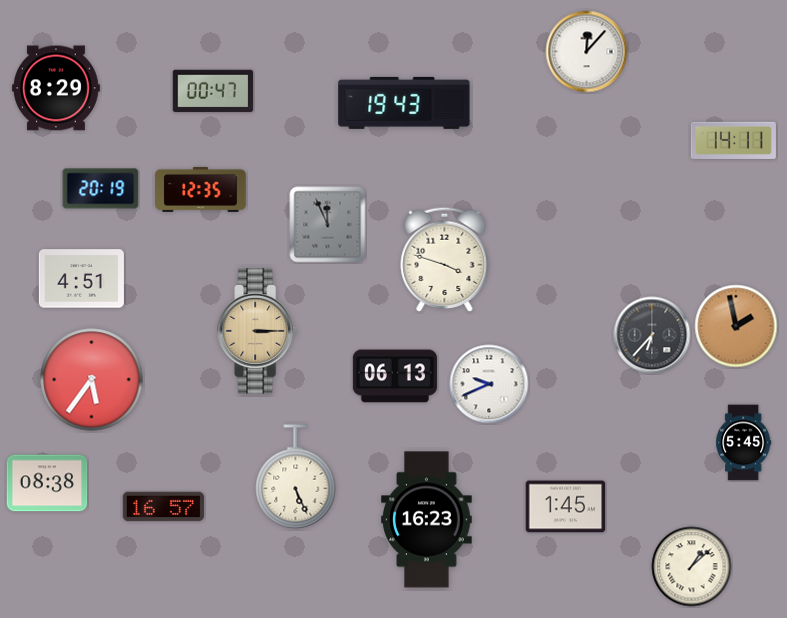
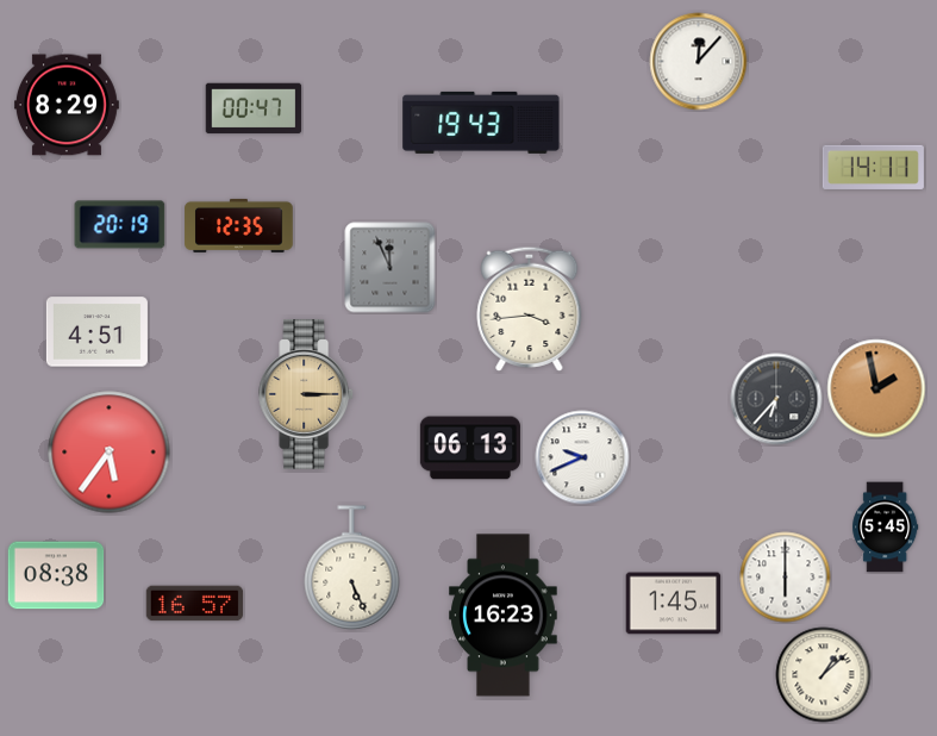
clock at (445, 259): 3:48 -> 3:44
clock at (786, 578): none -> 6:00
clock at (427, 520) position: (427, 520) -> (504, 616)
